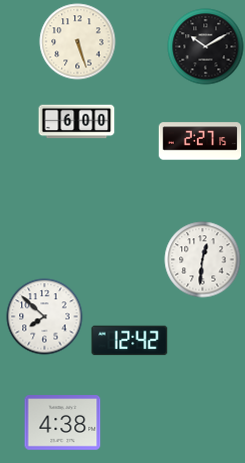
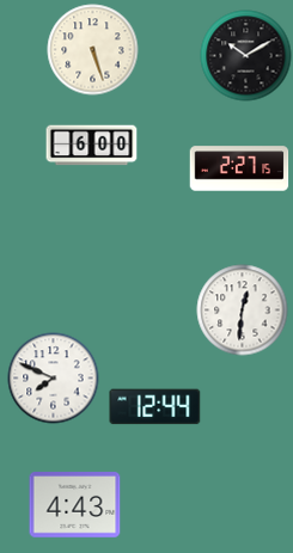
clock at (45, 317): 7:52 -> 7:49
clock at (130, 341): 12:42 -> 12:44
clock at (63, 423): 4:38 -> 4:43
